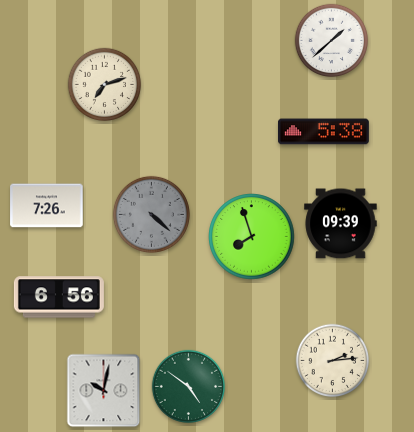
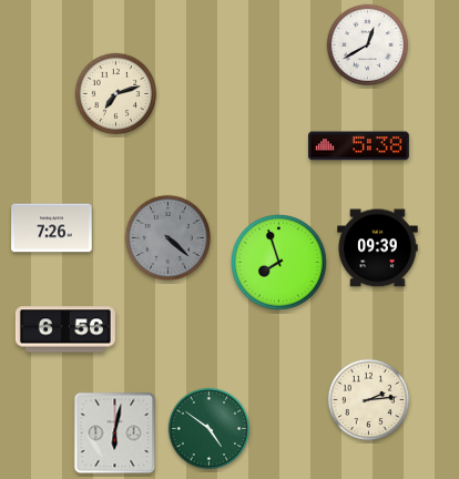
clock at (332, 41): 1:38 -> 12:40
clock at (104, 391): 10:02 -> 6:02
